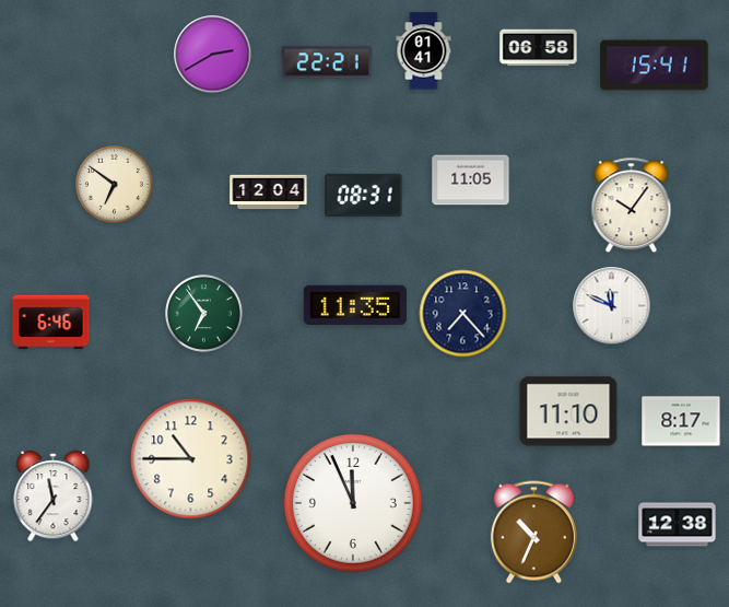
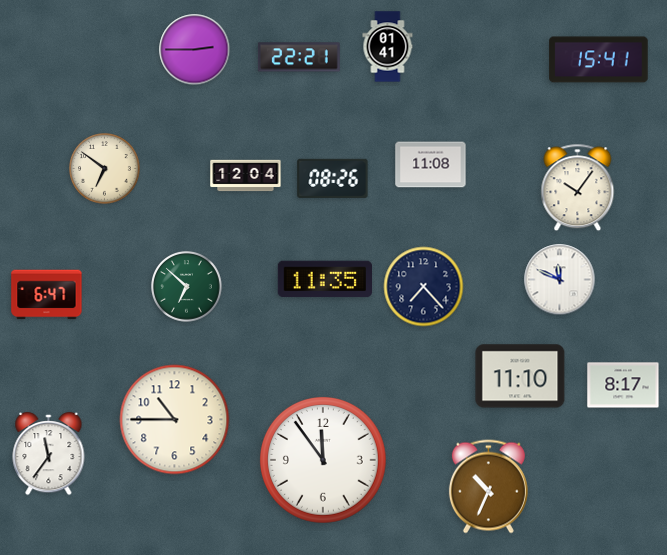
clock at (539, 48): 06:58 -> none
clock at (213, 55): 2:40 -> 2:45
clock at (471, 180): 11:05 -> 11:08
clock at (364, 195): 08:31 -> 08:26
clock at (204, 314): 6:54 -> 6:52
clock at (51, 323): 6:46 -> 6:47
clock at (353, 503): 11:56 -> 11:54
clock at (678, 525): 12:38 -> none
